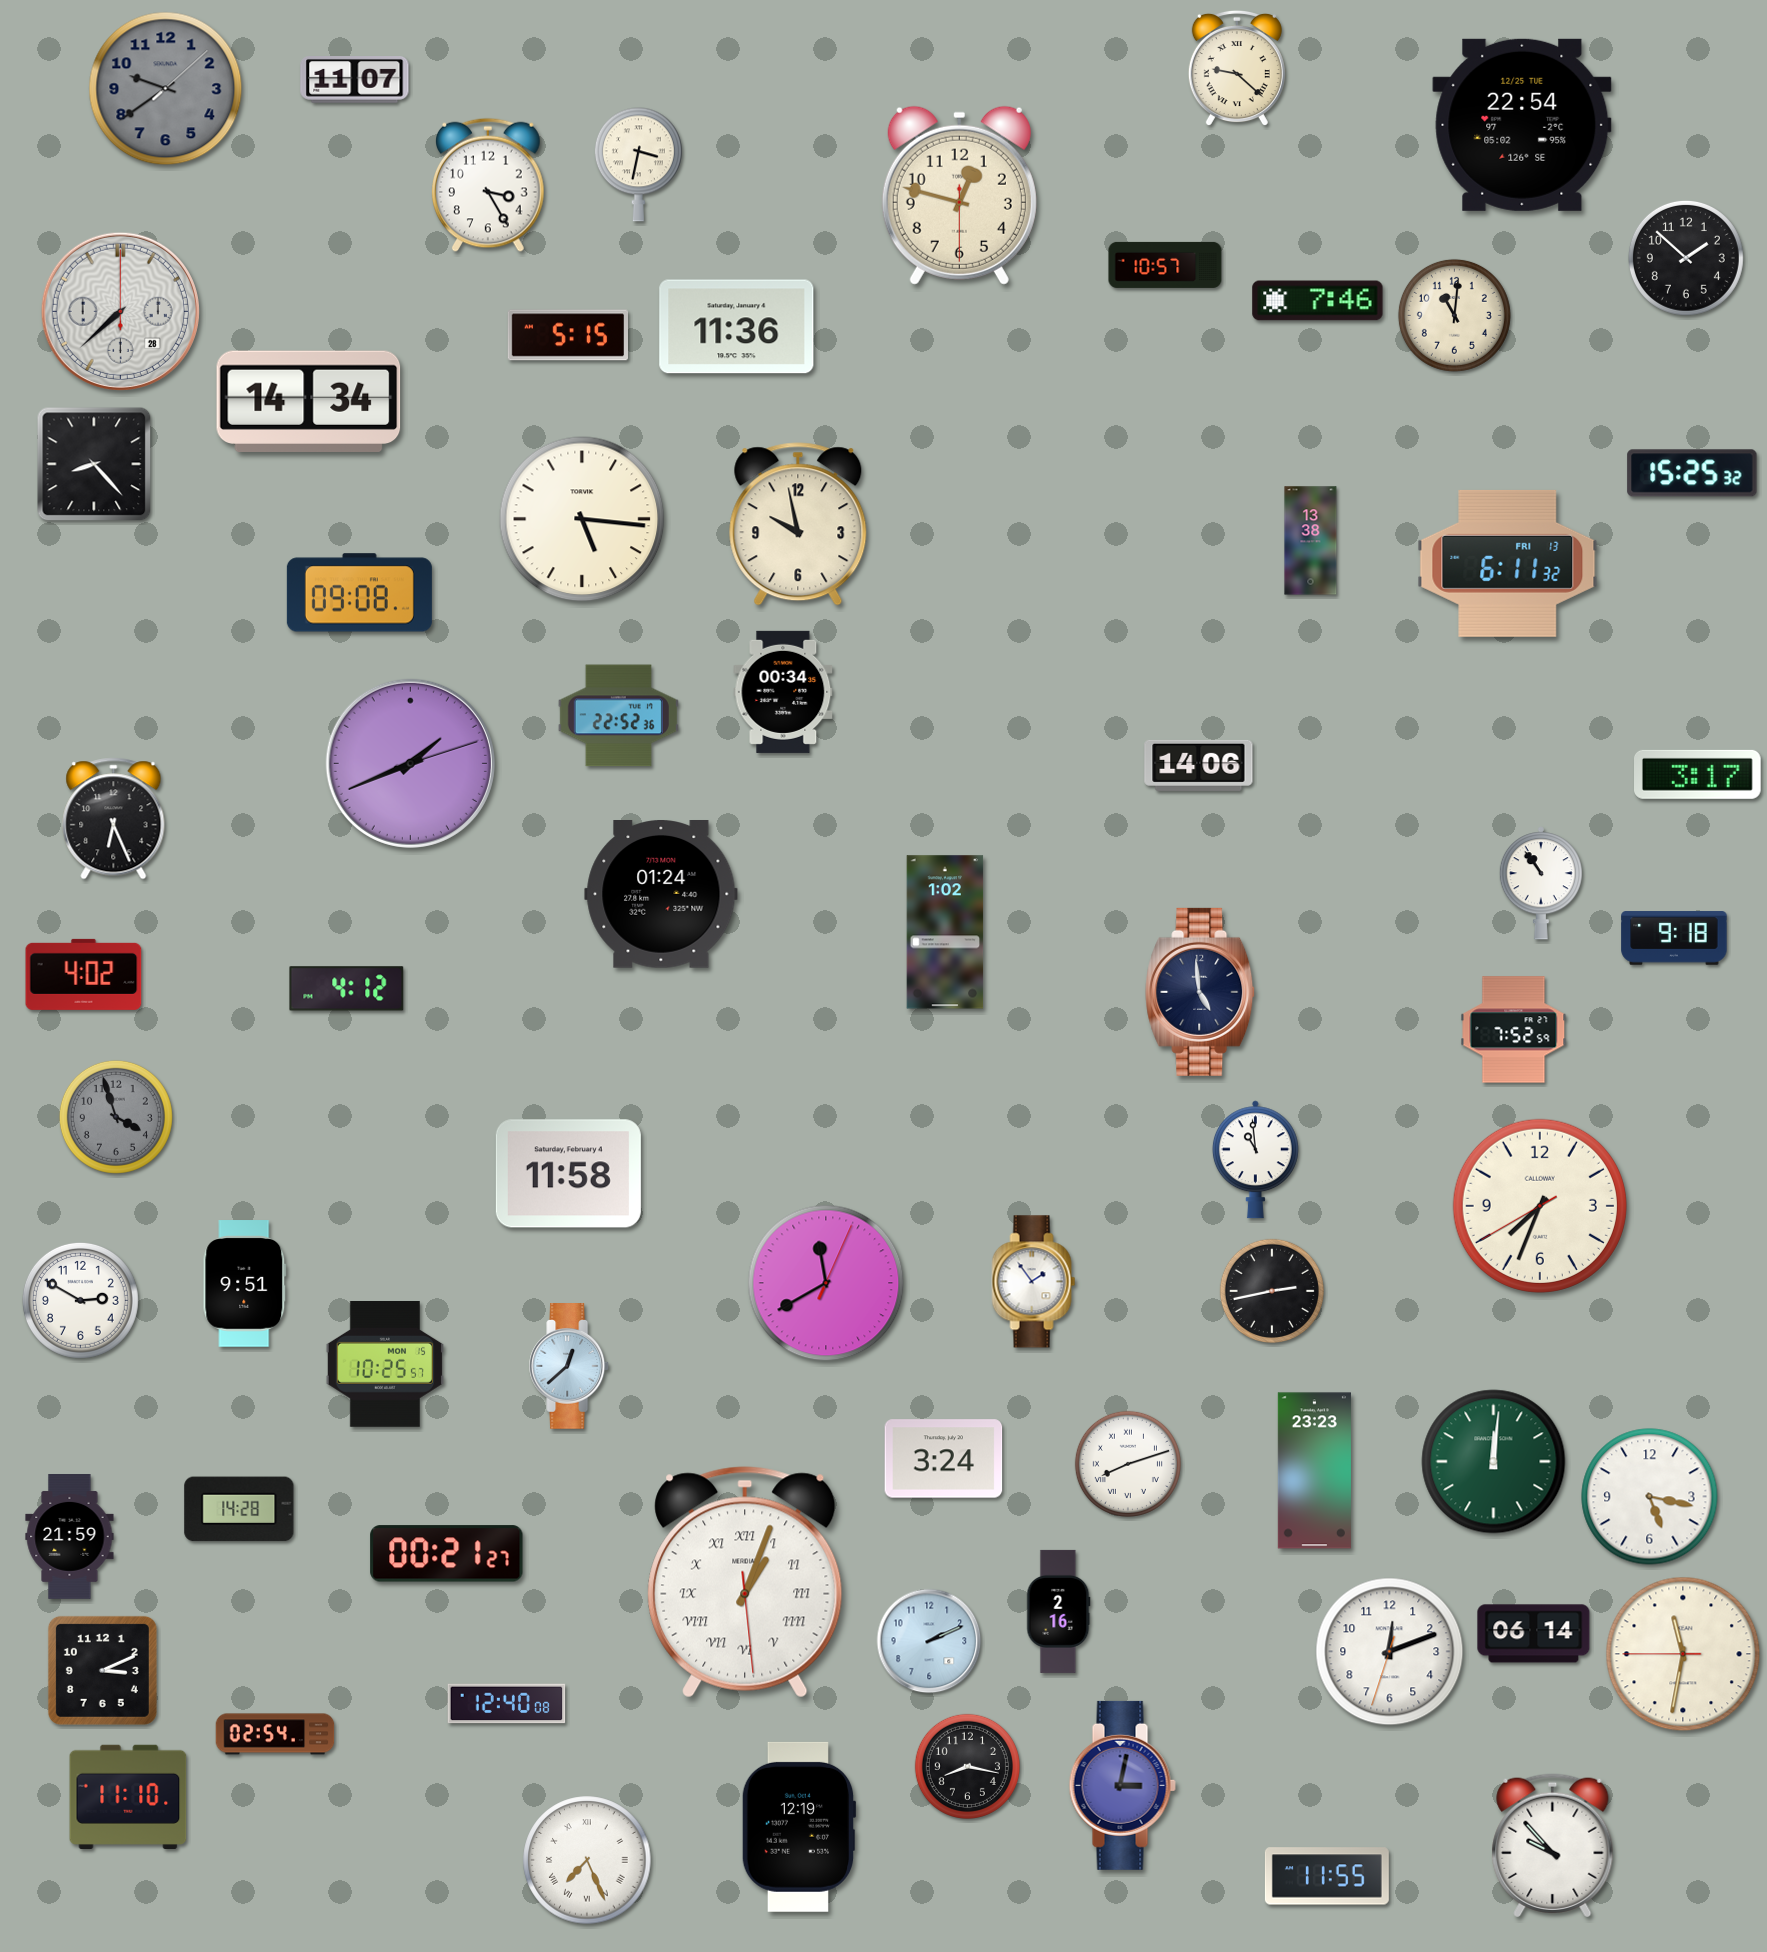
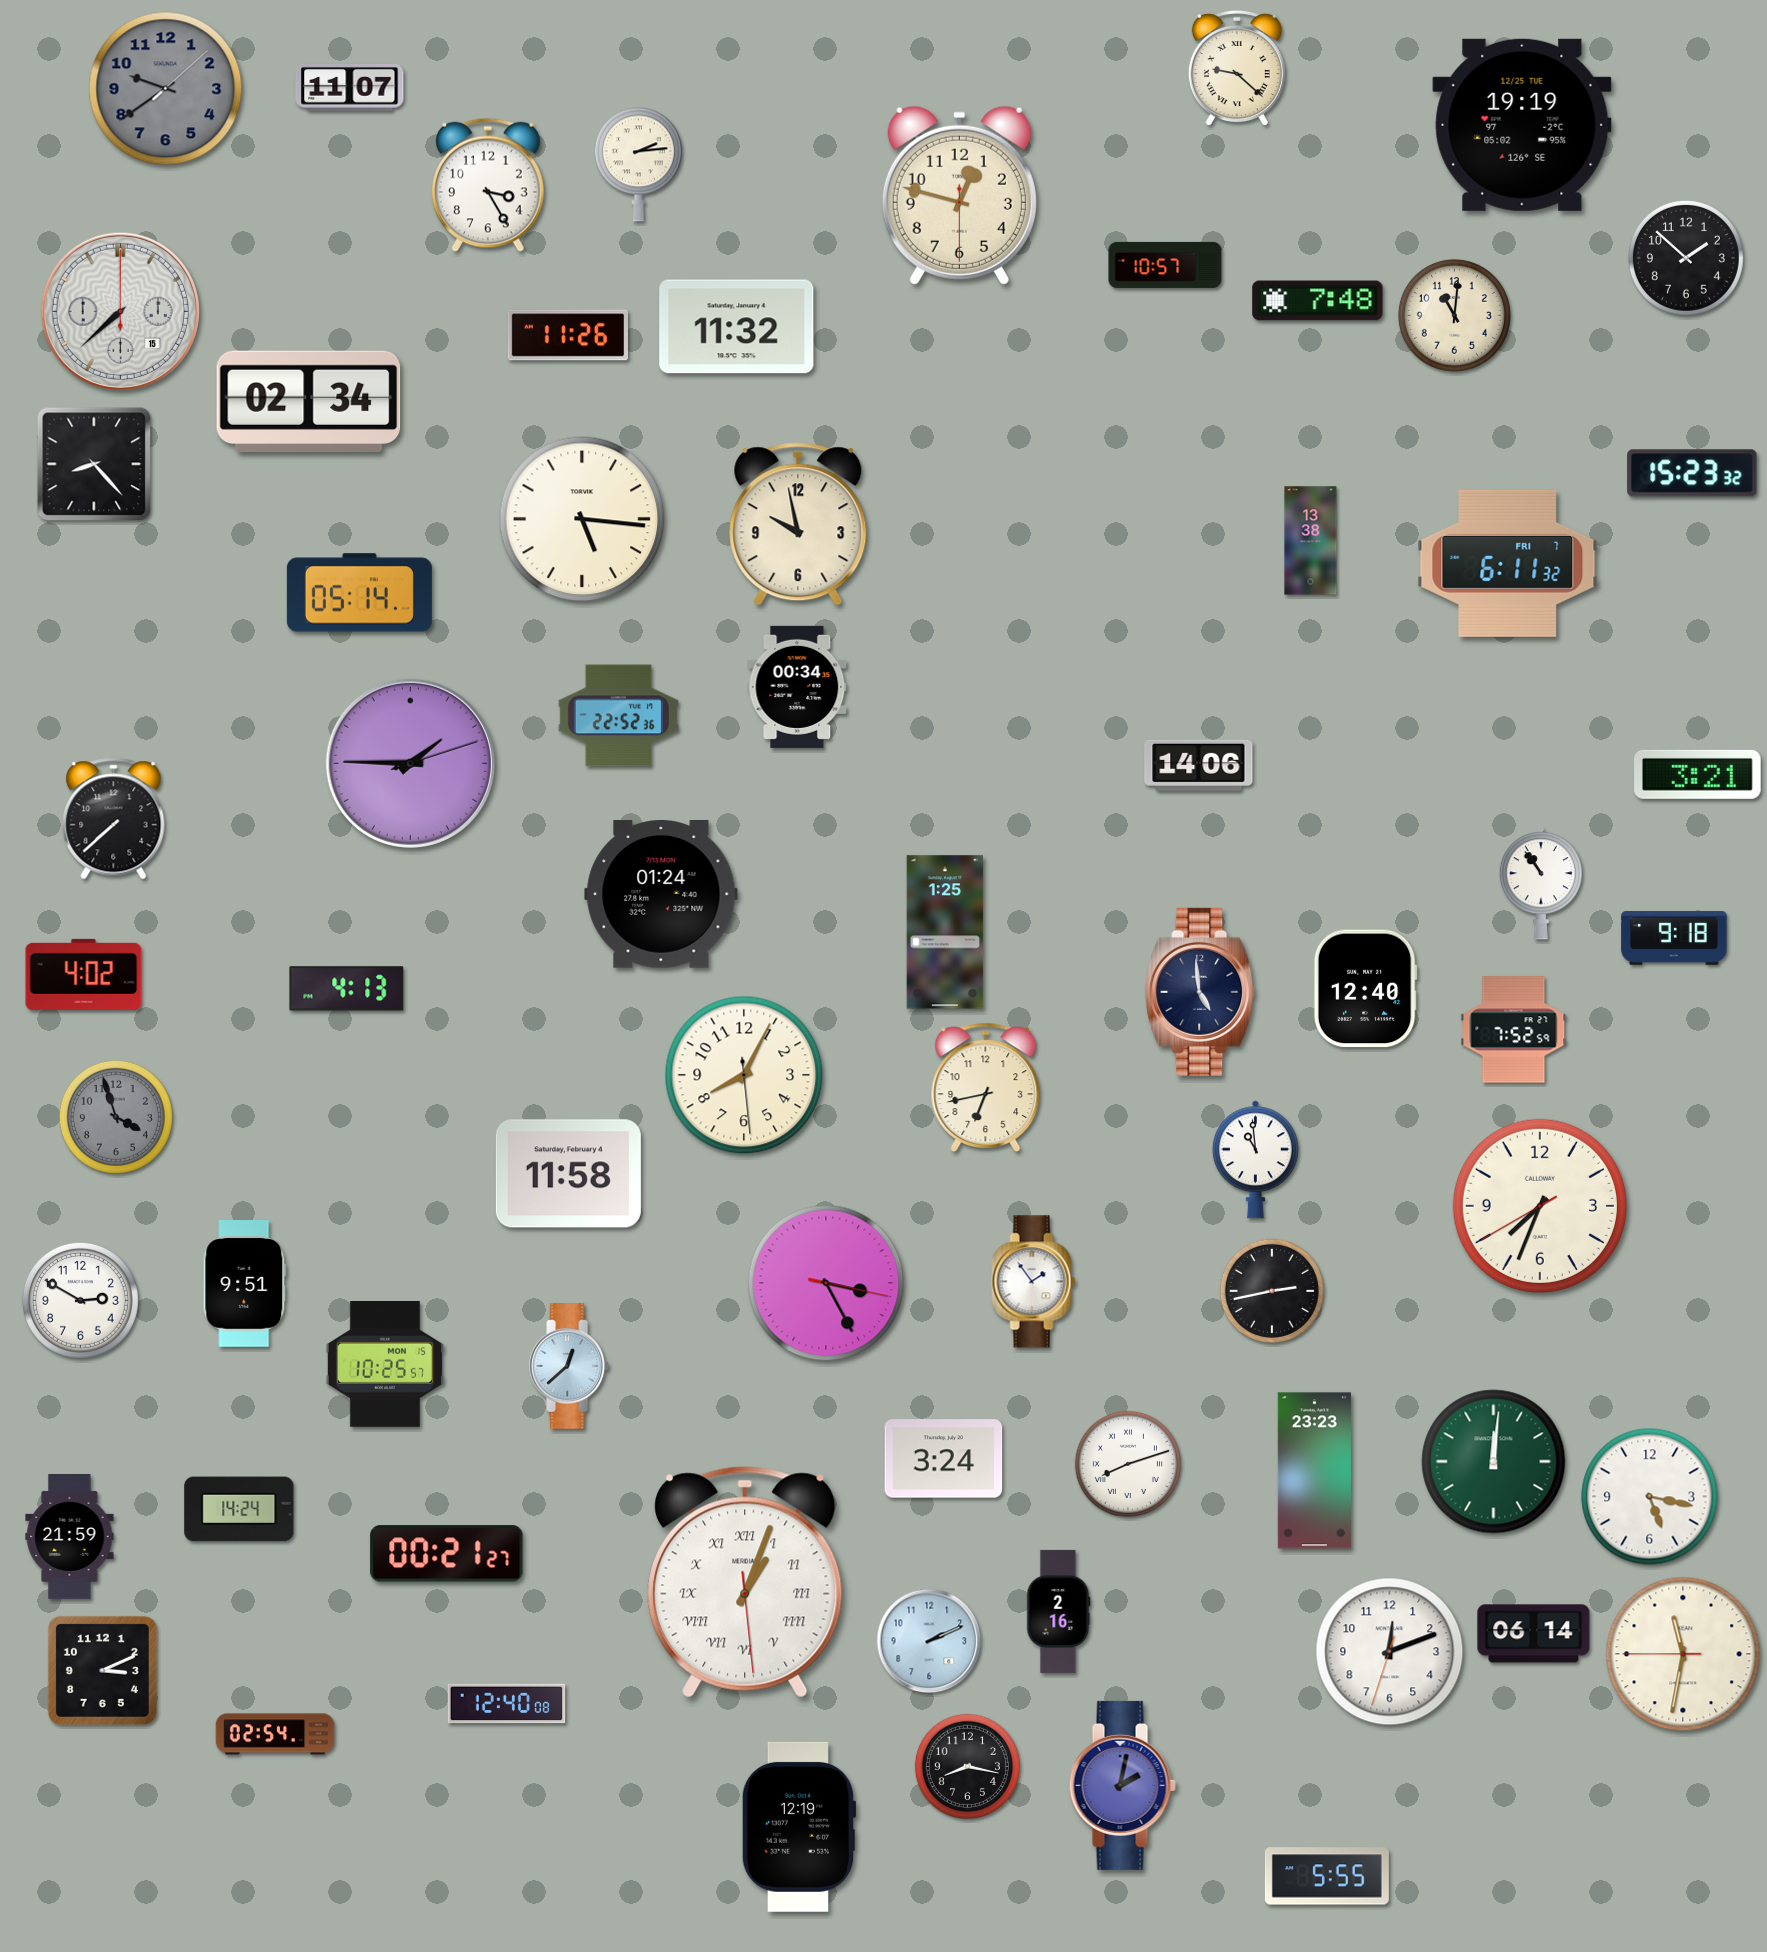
clock at (355, 80) position: (355, 80) -> (350, 88)
clock at (1522, 125): 22:54 -> 19:19
clock at (638, 165): 3:32 -> 2:14
clock at (1318, 301): 7:46 -> 7:48
clock at (120, 311) date: 28 -> 15
clock at (737, 327): 11:36 -> 11:32
clock at (567, 335): 5:15 -> 11:26
clock at (309, 401): 14:34 -> 02:34
clock at (1692, 473): 15:25 -> 15:23
clock at (1508, 563) date: FRI 13 -> FRI 7
clock at (359, 593): 09:08 -> 05:14
clock at (783, 692) position: (783, 692) -> (797, 687)
clock at (410, 763): 1:41 -> 1:45
clock at (1698, 774): 3:17 -> 3:21
clock at (114, 819): 6:26 -> 7:38
clock at (945, 932): 1:02 -> 1:25
clock at (347, 989): 4:12 -> 4:13
clock at (1365, 989): none -> 12:40
clock at (744, 1075): none -> 8:04
clock at (986, 1087): none -> 6:43
clock at (826, 1283): 11:40 -> 3:25
clock at (239, 1509): 14:28 -> 14:24
clock at (1122, 1785): 3:02 -> 2:02
clock at (128, 1796): 11:10 -> none
clock at (1553, 1846): 9:53 -> none
clock at (587, 1860): 7:26 -> none
clock at (1327, 1876): 11:55 -> 5:55
